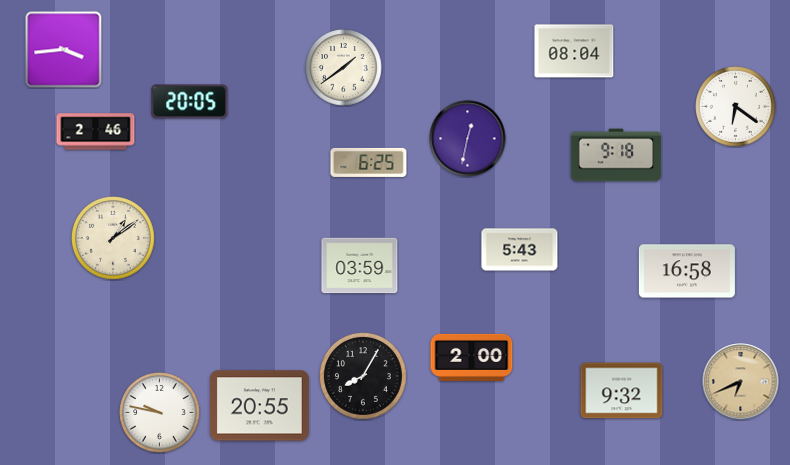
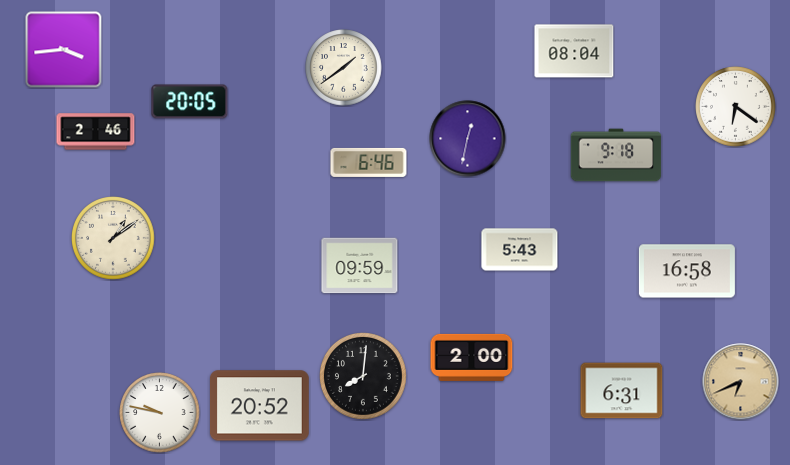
clock at (369, 162): 6:25 -> 6:46
clock at (360, 266): 03:59 -> 09:59
clock at (364, 377): 8:05 -> 8:01
clock at (622, 391): 9:32 -> 6:31
clock at (259, 406): 20:55 -> 20:52
